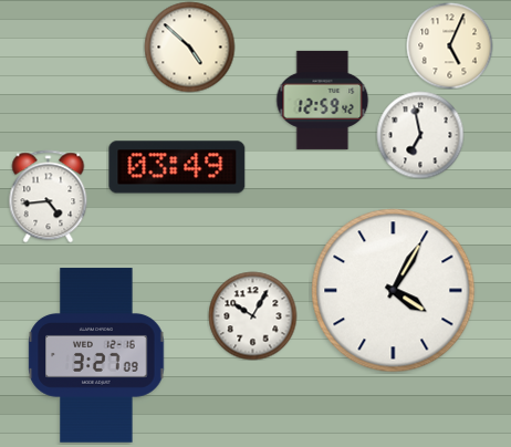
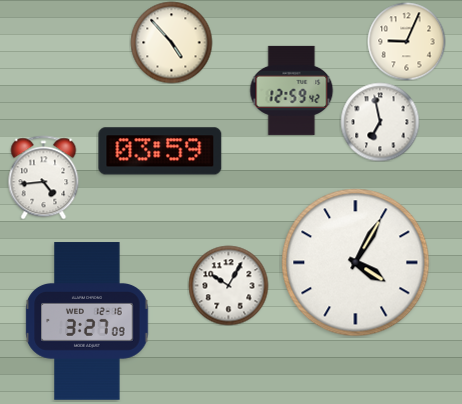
clock at (449, 45): 5:04 -> 9:04
clock at (189, 46): 4:52 -> 4:53
clock at (177, 167): 03:49 -> 03:59
